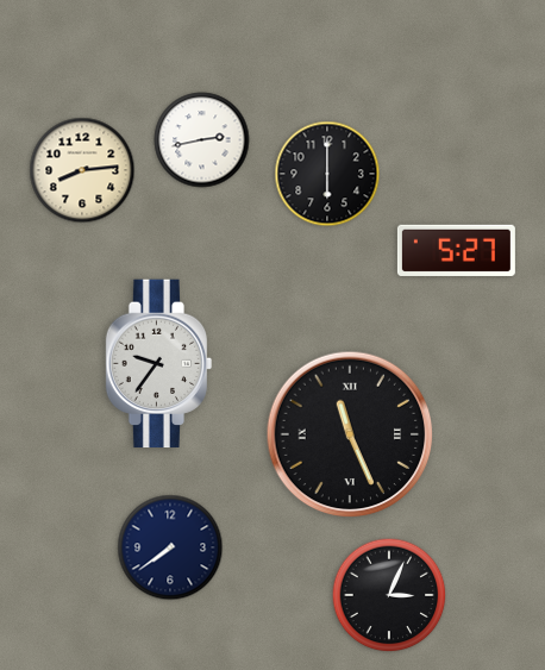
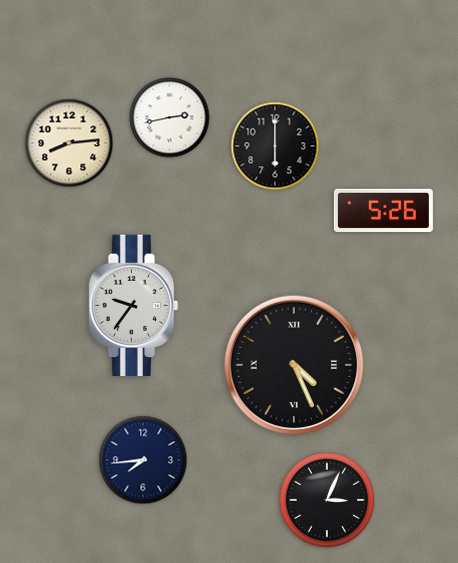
clock at (456, 250): 5:27 -> 5:26
clock at (350, 434): 11:26 -> 4:26
clock at (170, 547): 7:39 -> 7:44
